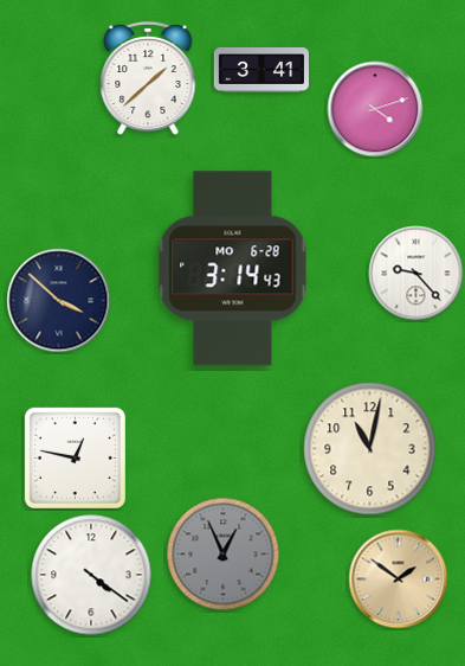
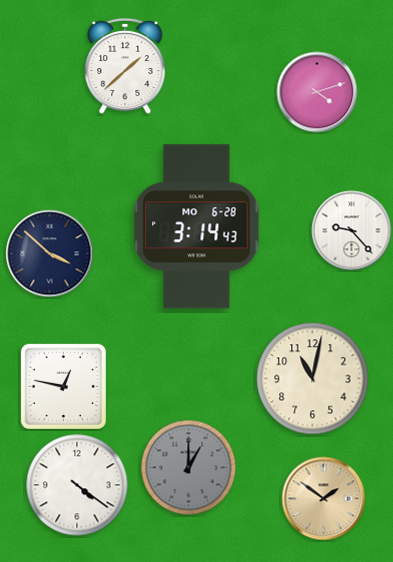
clock at (260, 70): 3:41 -> none
clock at (224, 555): 12:56 -> 1:00
clock at (399, 579) position: (399, 579) -> (324, 499)
